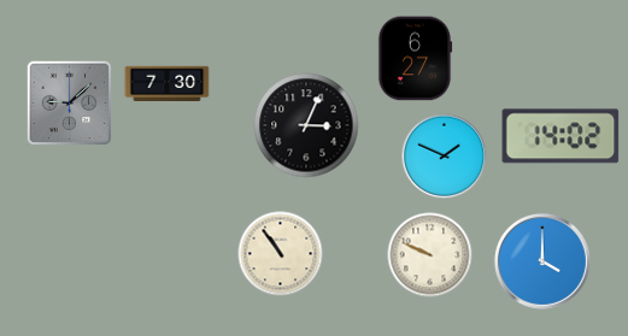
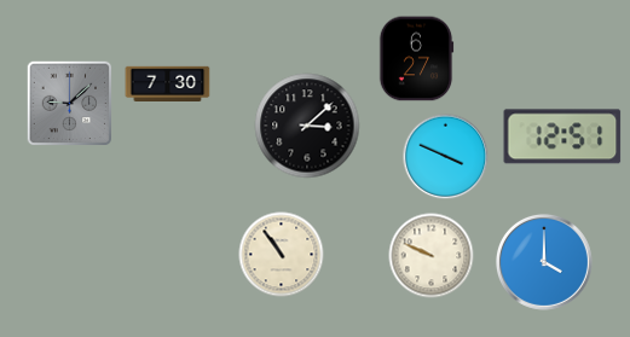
clock at (306, 125): 3:04 -> 3:08
clock at (560, 136): 14:02 -> 12:51
clock at (445, 157): 1:49 -> 3:49
